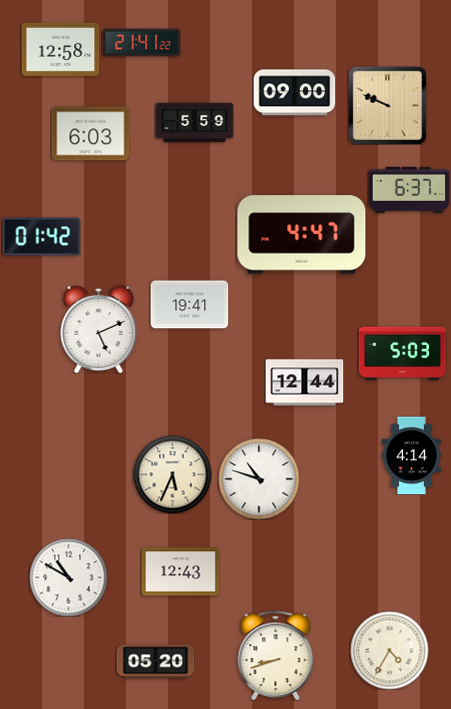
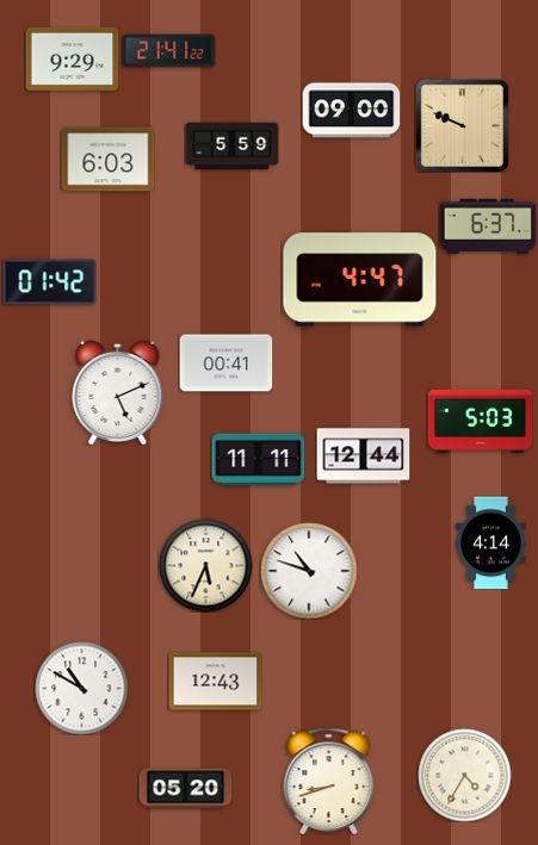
clock at (60, 49): 12:58 -> 9:29
clock at (189, 305): 19:41 -> 00:41
clock at (258, 459): none -> 11:11
